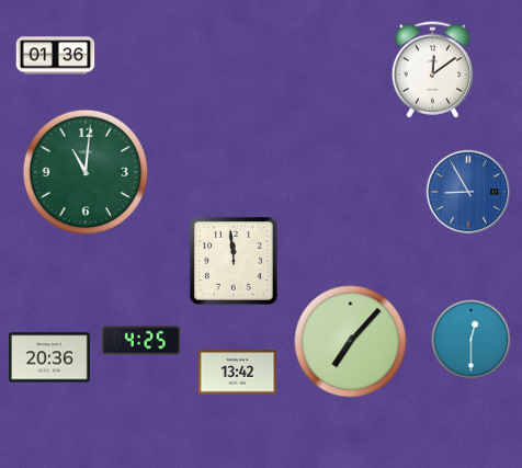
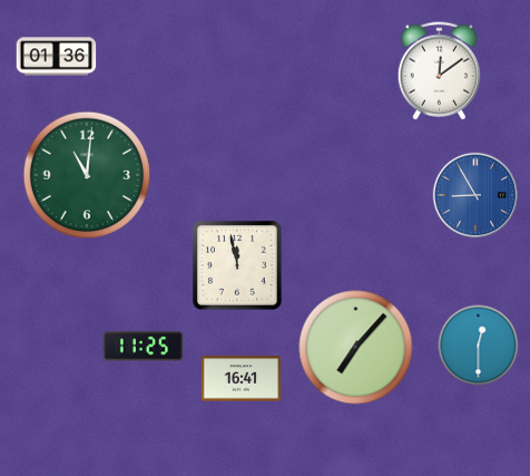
clock at (234, 261): 11:59 -> 11:58
clock at (141, 341): 4:25 -> 11:25
clock at (49, 357): 20:36 -> none
clock at (238, 373): 13:42 -> 16:41
